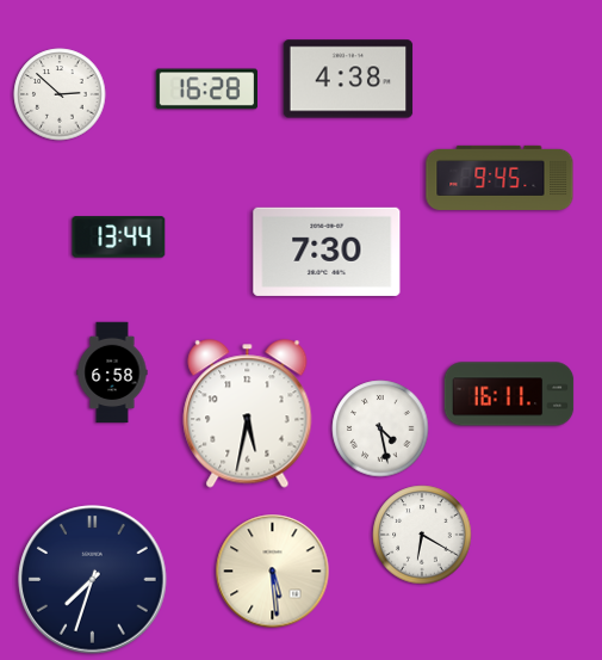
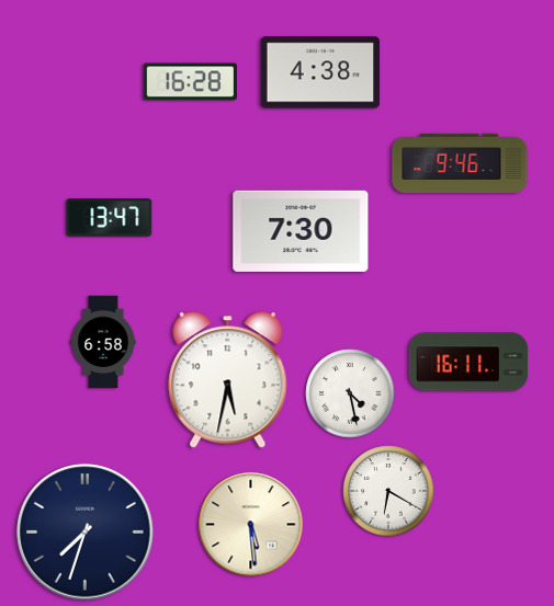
clock at (60, 94): 2:52 -> none
clock at (499, 178): 9:45 -> 9:46
clock at (119, 238): 13:44 -> 13:47
